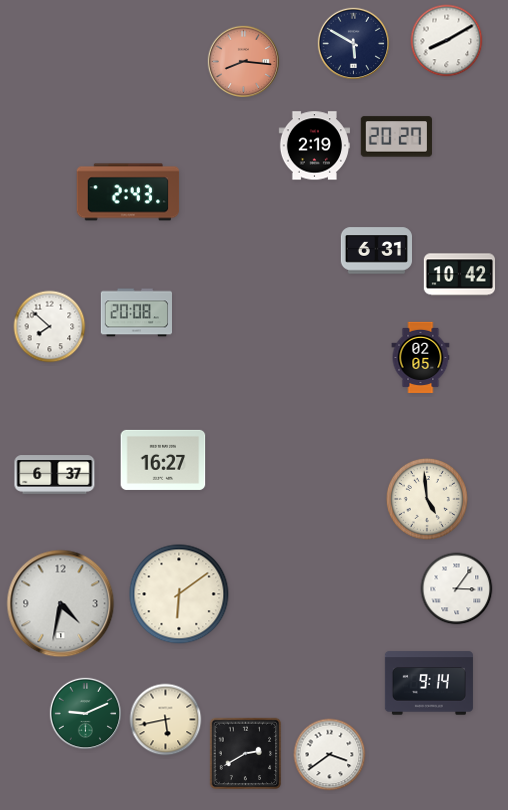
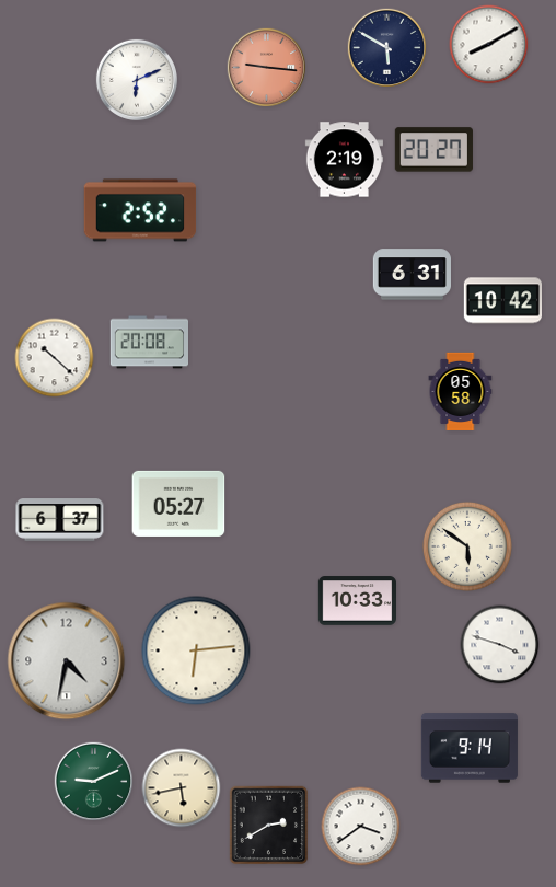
clock at (243, 61): 8:16 -> 9:16
clock at (137, 80): none -> 6:11
clock at (128, 192): 2:43 -> 2:52
clock at (50, 327): 7:52 -> 10:22
clock at (421, 357): 02:05 -> 05:58
clock at (163, 460): 16:27 -> 05:27
clock at (427, 499): 4:59 -> 5:51
clock at (357, 601): none -> 10:33
clock at (457, 589): 3:06 -> 3:48
clock at (179, 594): 6:09 -> 6:14
